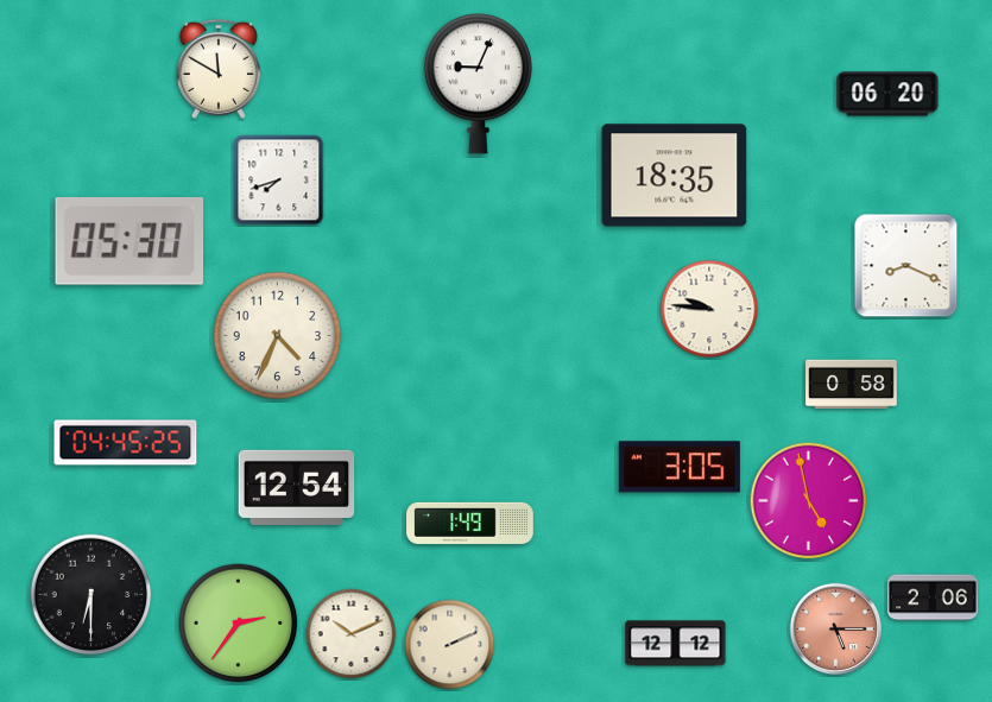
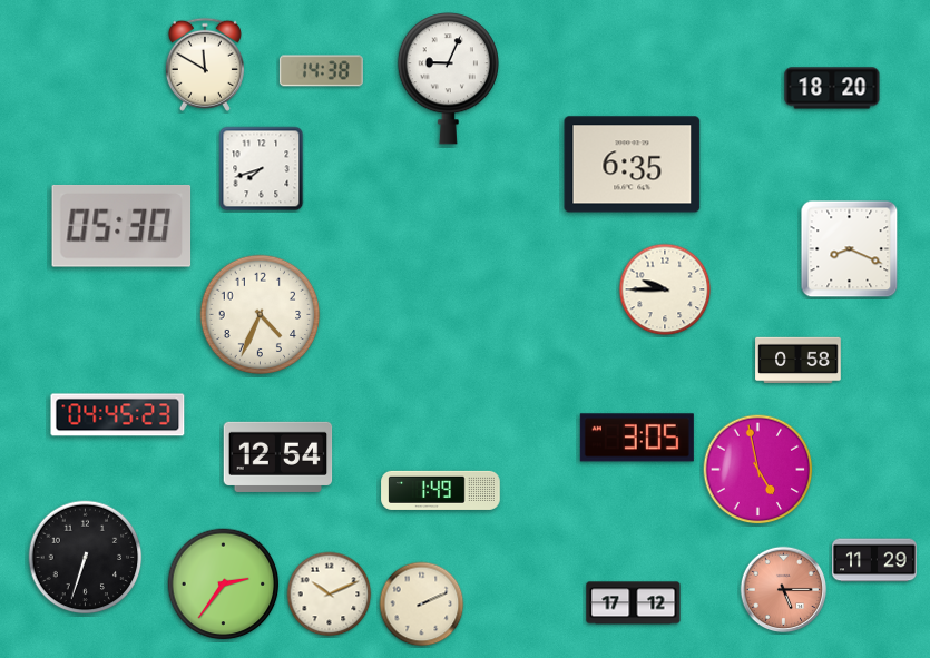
clock at (321, 71): none -> 14:38
clock at (887, 94): 06:20 -> 18:20
clock at (675, 176): 18:35 -> 6:35
clock at (709, 309): 9:46 -> 9:45
clock at (126, 443): 04:45:25 -> 04:45:23
clock at (91, 595): 6:30 -> 6:33
clock at (934, 597): 2:06 -> 11:29
clock at (676, 644): 12:12 -> 17:12
